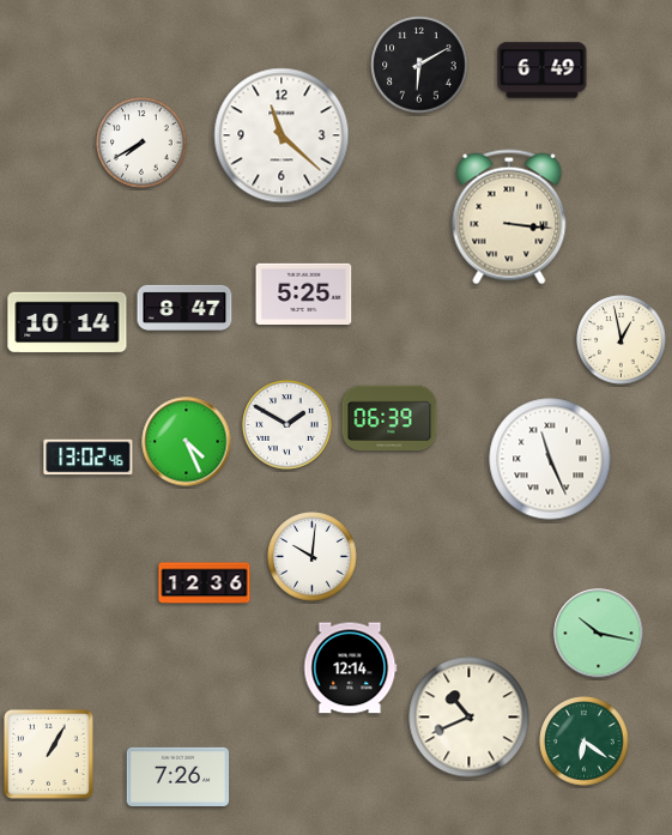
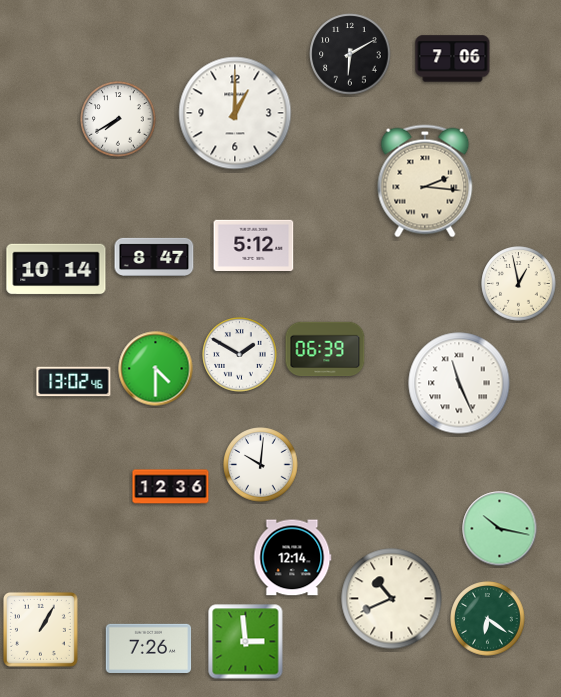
clock at (543, 71): 6:49 -> 7:06
clock at (281, 135): 11:22 -> 1:00
clock at (509, 217): 3:16 -> 2:16
clock at (304, 294): 5:25 -> 5:12
clock at (187, 442): 4:26 -> 4:30
clock at (246, 642): none -> 2:59
